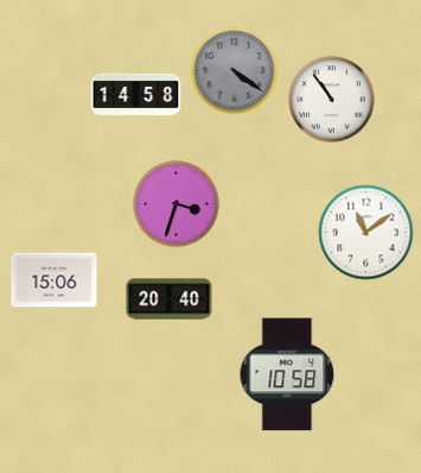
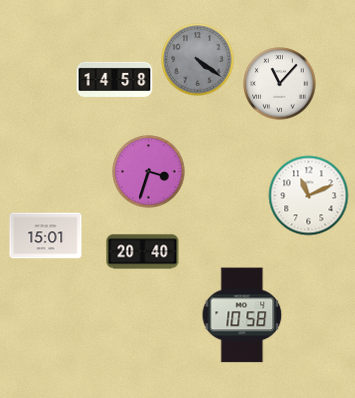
clock at (332, 100): 10:54 -> 11:07
clock at (366, 233): 11:09 -> 11:11
clock at (55, 280): 15:06 -> 15:01
